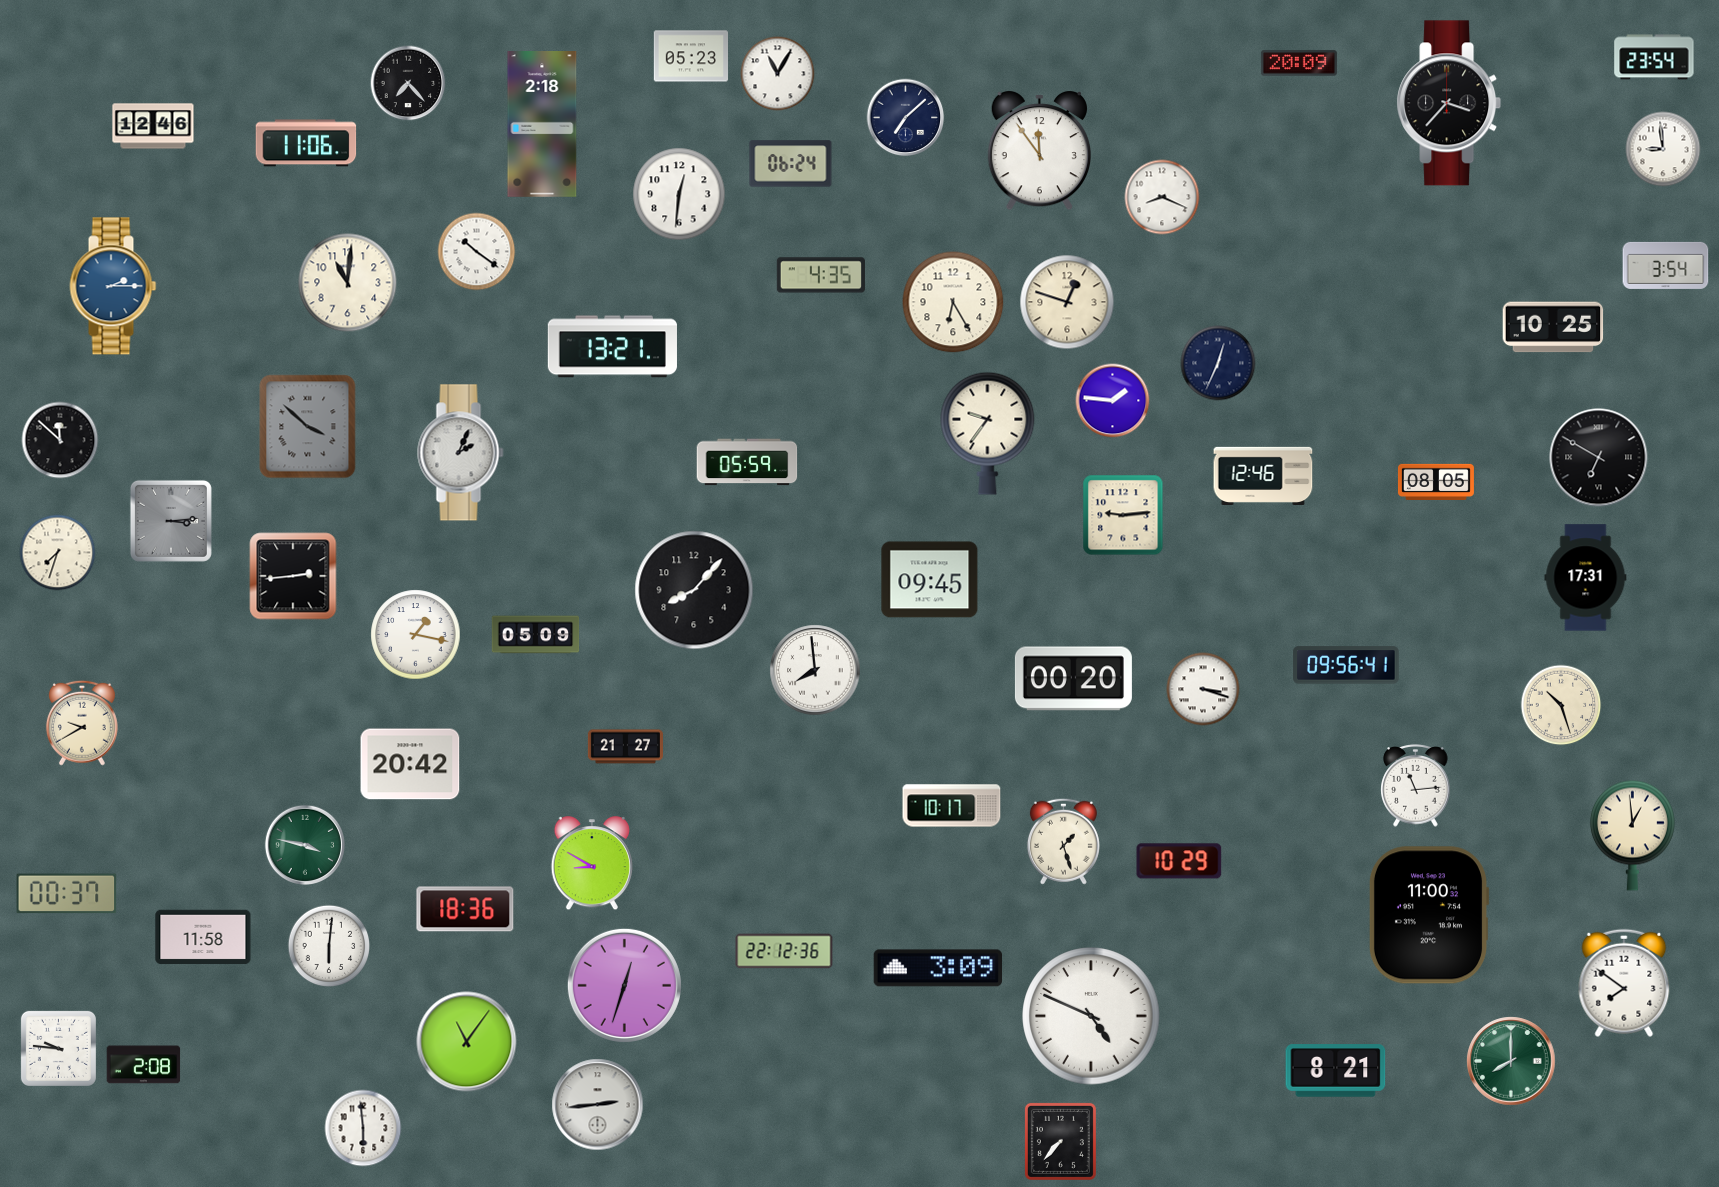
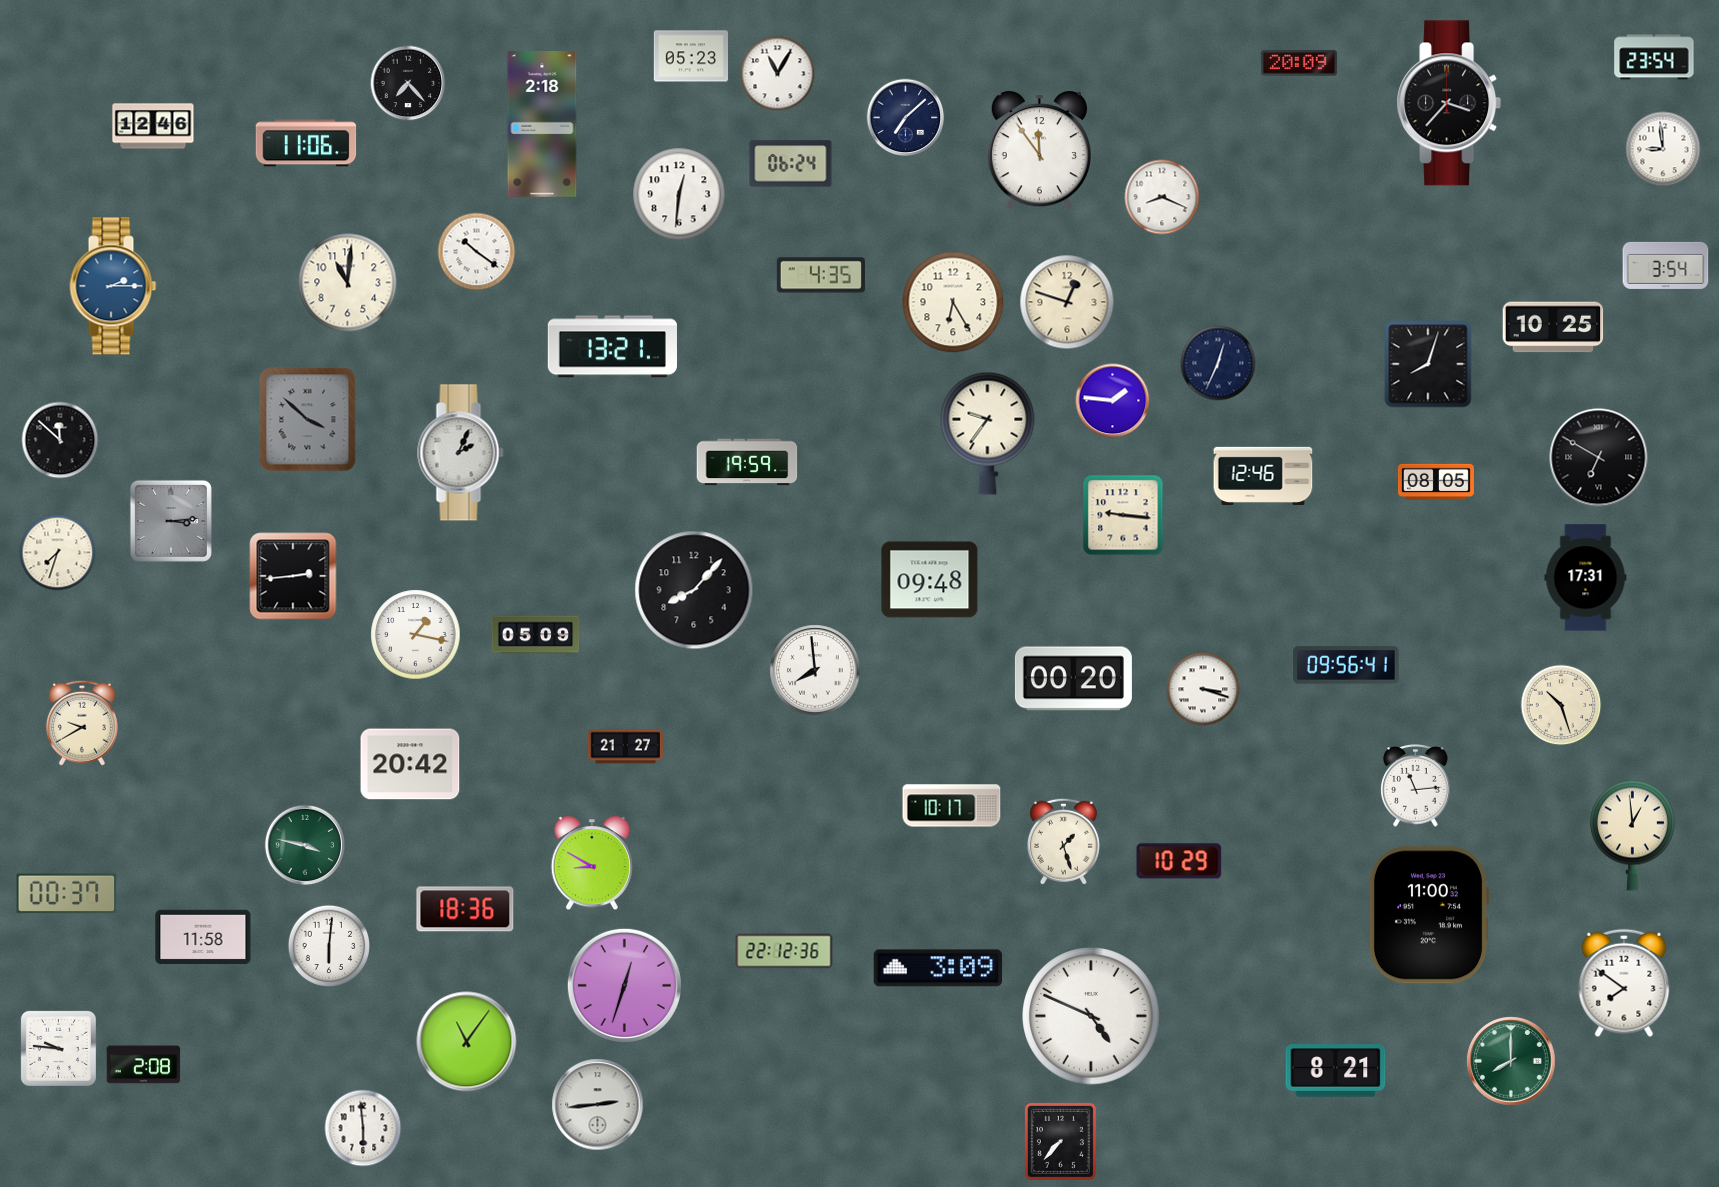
clock at (1428, 364): none -> 8:03
clock at (308, 427) position: (308, 427) -> (308, 420)
clock at (747, 462): 05:59 -> 19:59
clock at (1123, 515): 9:14 -> 9:16
clock at (930, 580): 09:45 -> 09:48
